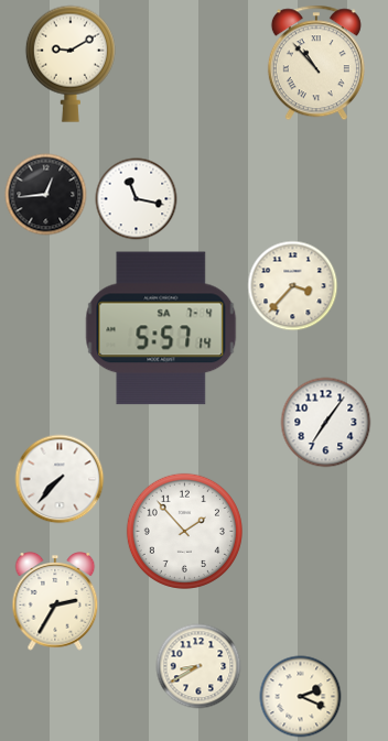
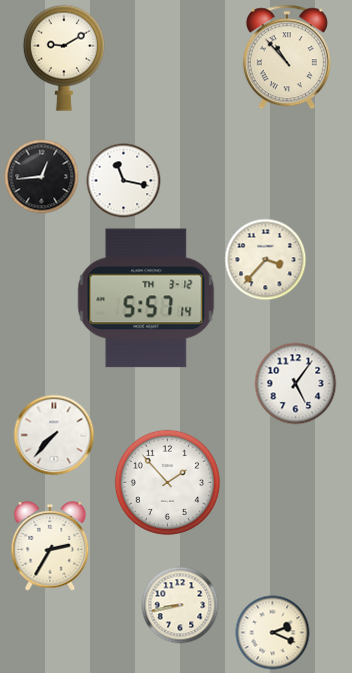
clock at (161, 328) date: SA 7-4 -> TH 3-12
clock at (326, 423): 7:06 -> 5:06
clock at (198, 666): 8:40 -> 8:43
